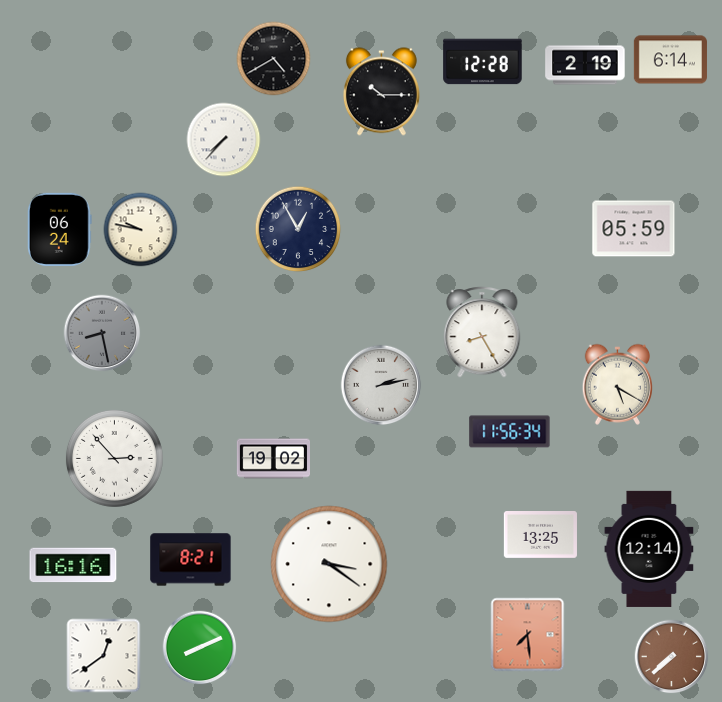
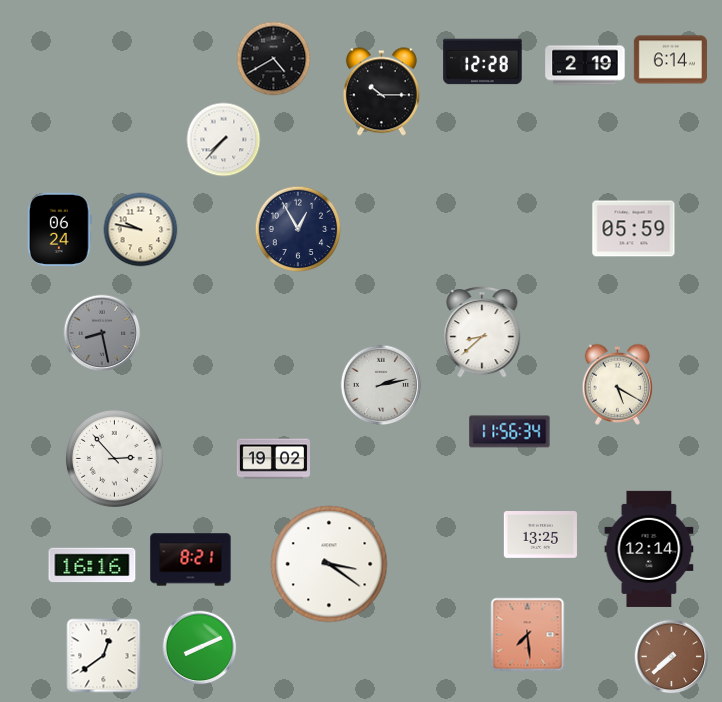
clock at (482, 332): 8:25 -> 8:38
clock at (73, 565) position: (73, 565) -> (92, 565)
